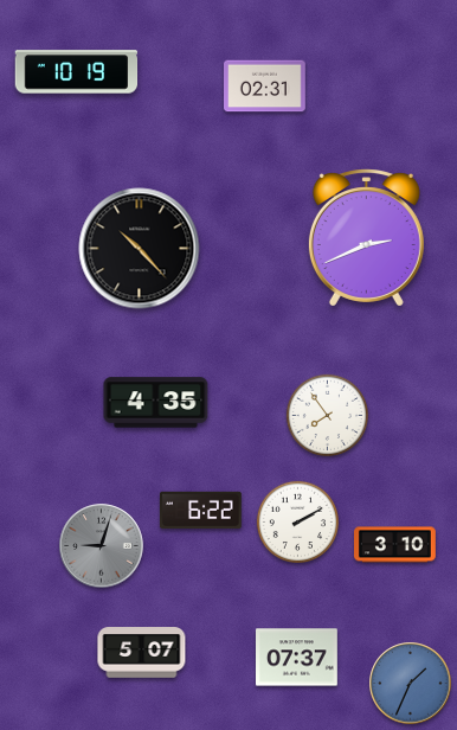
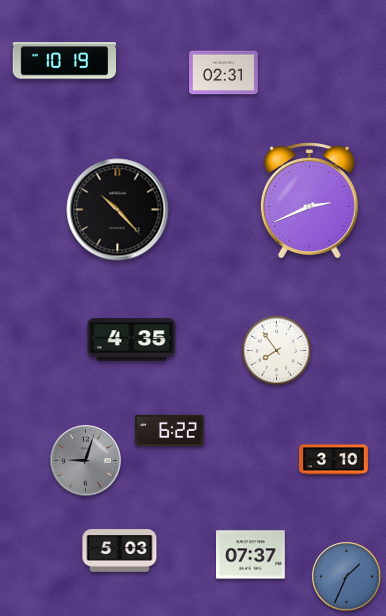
clock at (297, 521): 2:10 -> none
clock at (142, 653): 5:07 -> 5:03
